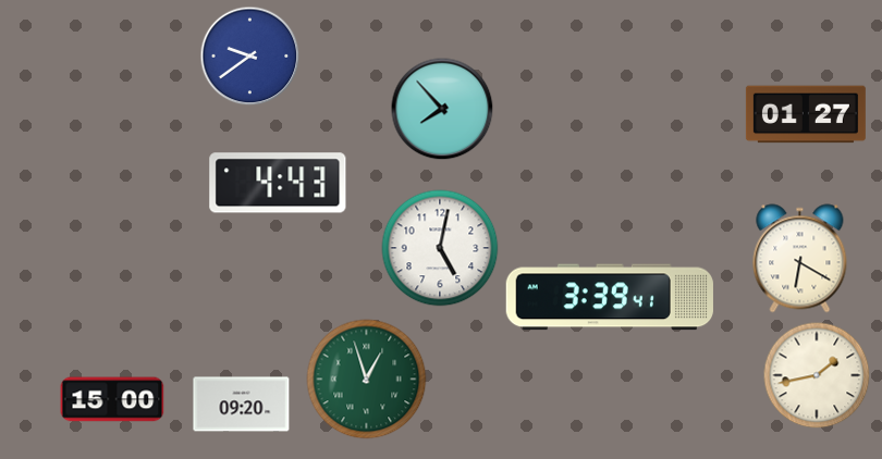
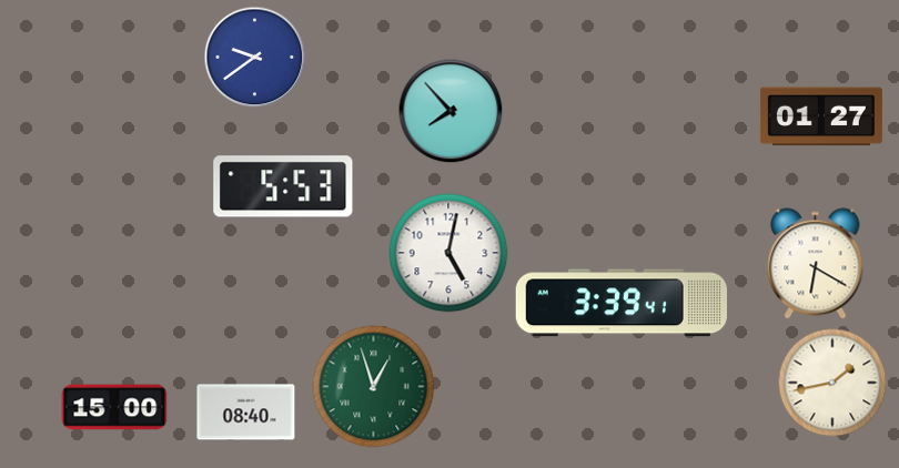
clock at (278, 183): 4:43 -> 5:53
clock at (242, 405): 09:20 -> 08:40
